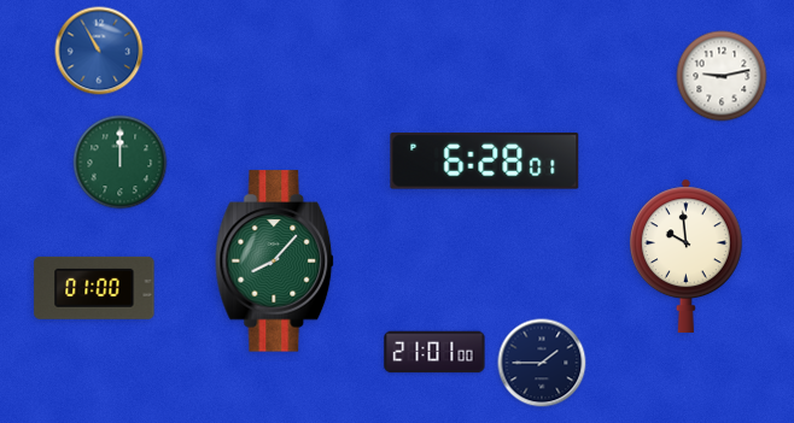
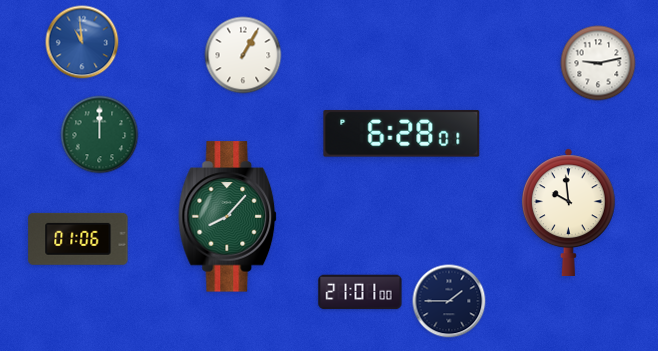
clock at (99, 51): 10:55 -> 10:59
clock at (243, 55): none -> 1:05
clock at (94, 288): 01:00 -> 01:06
